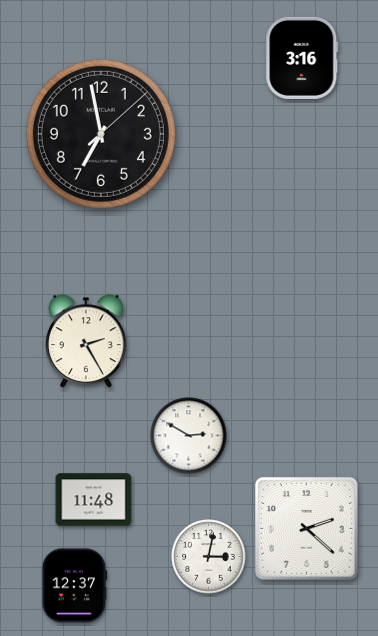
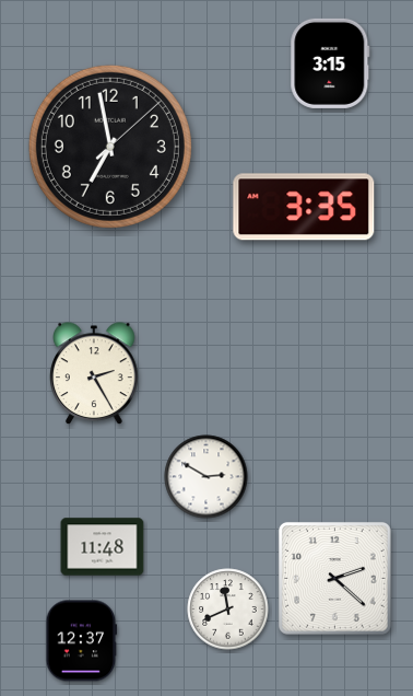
clock at (302, 58): 3:16 -> 3:15
clock at (304, 207): none -> 3:35
clock at (209, 557): 3:02 -> 11:41
